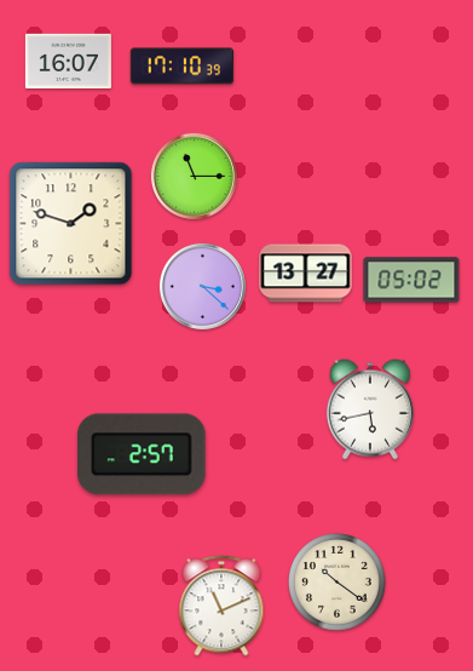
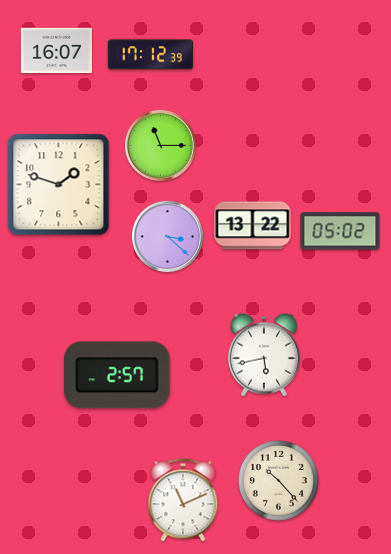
clock at (181, 67): 17:10 -> 17:12
clock at (306, 274): 13:27 -> 13:22
clock at (370, 409) position: (370, 409) -> (264, 355)
clock at (338, 583): 10:21 -> 10:23
